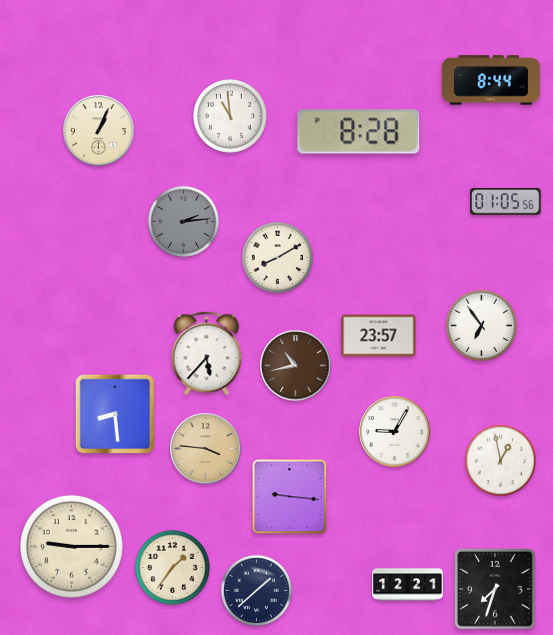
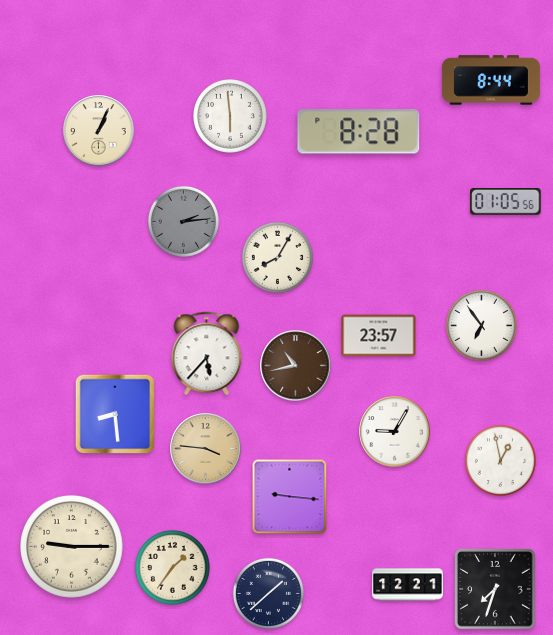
clock at (231, 117): 10:59 -> 5:59
clock at (277, 257): 8:10 -> 8:05
clock at (256, 590) position: (256, 590) -> (268, 593)
